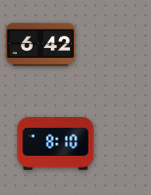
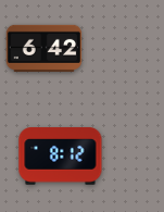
clock at (56, 144): 8:10 -> 8:12
